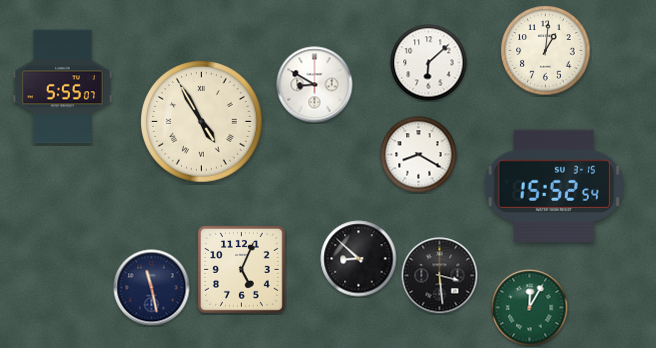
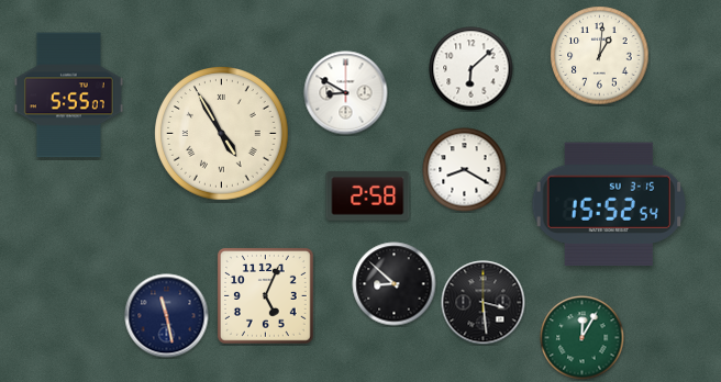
clock at (419, 155) position: (419, 155) -> (465, 170)
clock at (368, 196): none -> 2:58
